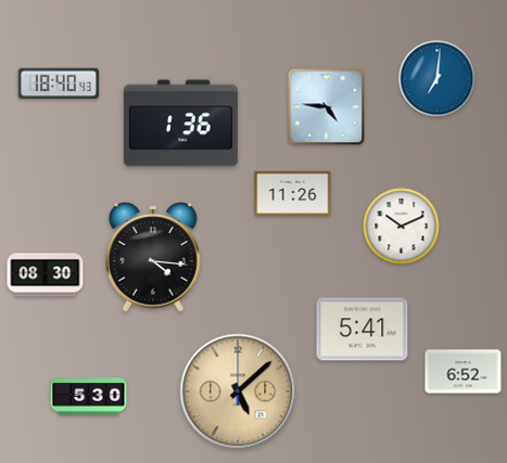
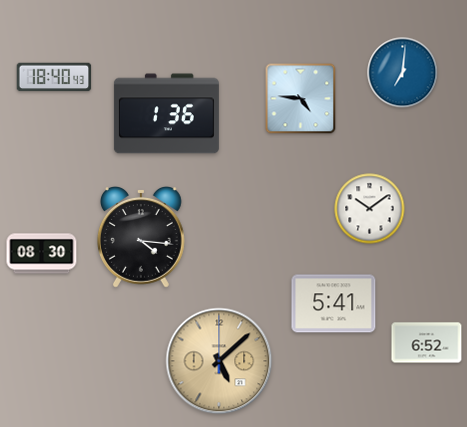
clock at (293, 193): 11:26 -> none
clock at (402, 227): 10:11 -> 10:09
clock at (89, 397): 5:30 -> none
